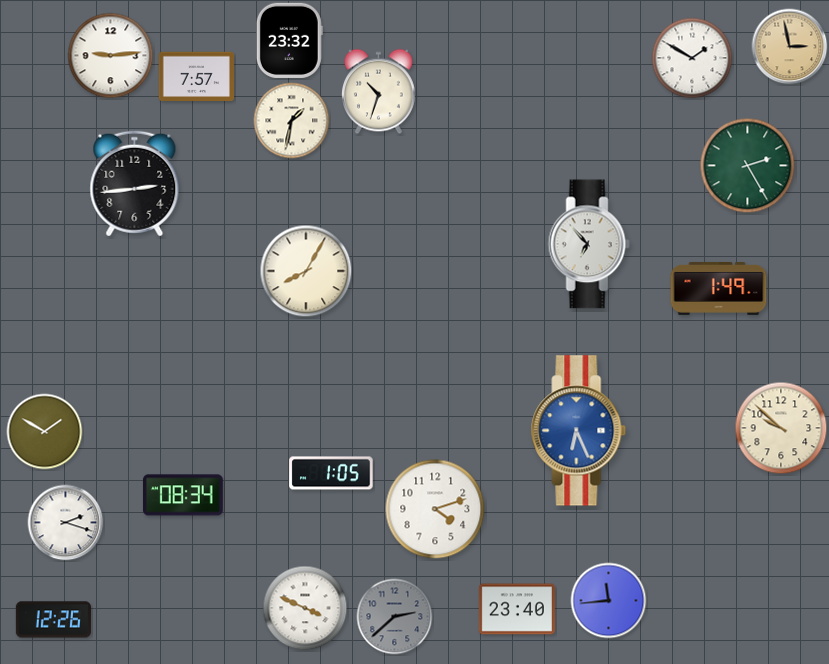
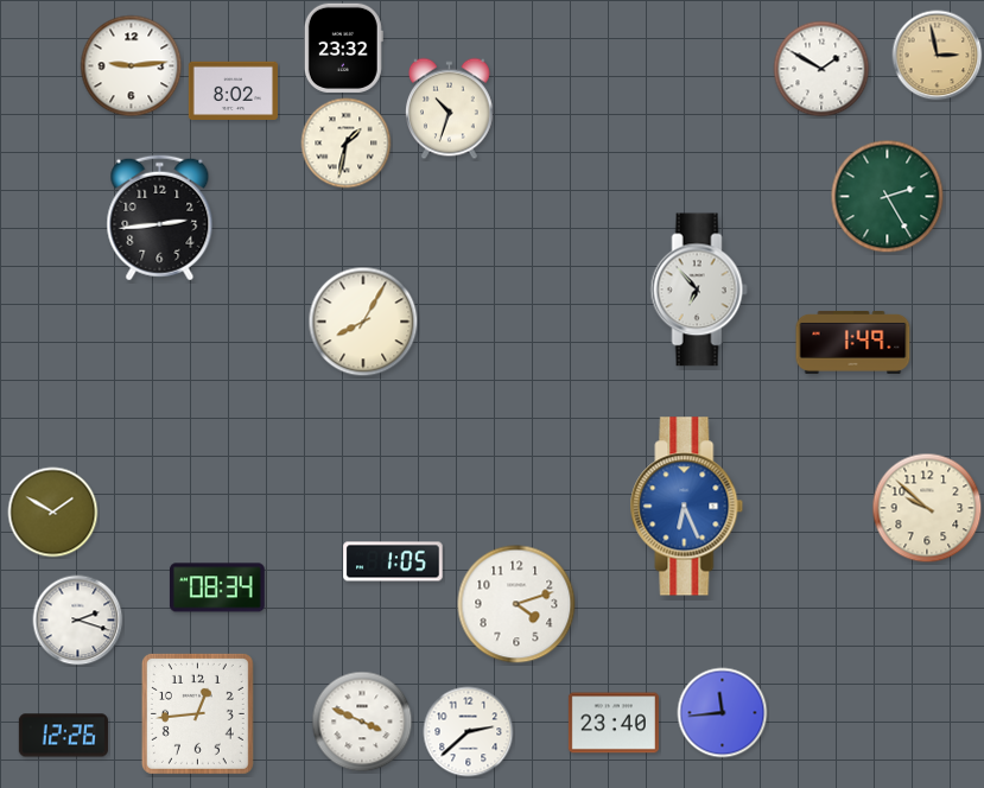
clock at (196, 76): 7:57 -> 8:02
clock at (579, 431) position: (579, 431) -> (687, 507)
clock at (197, 713): none -> 12:44
clock at (395, 617) dial: grey -> white
